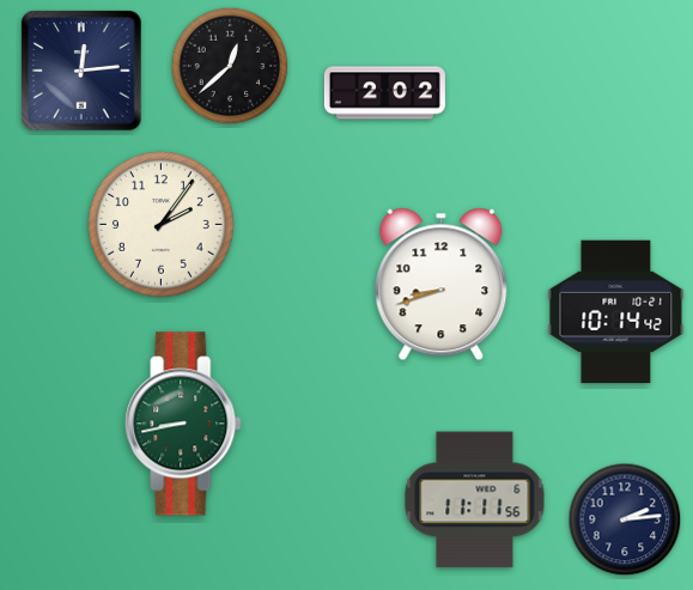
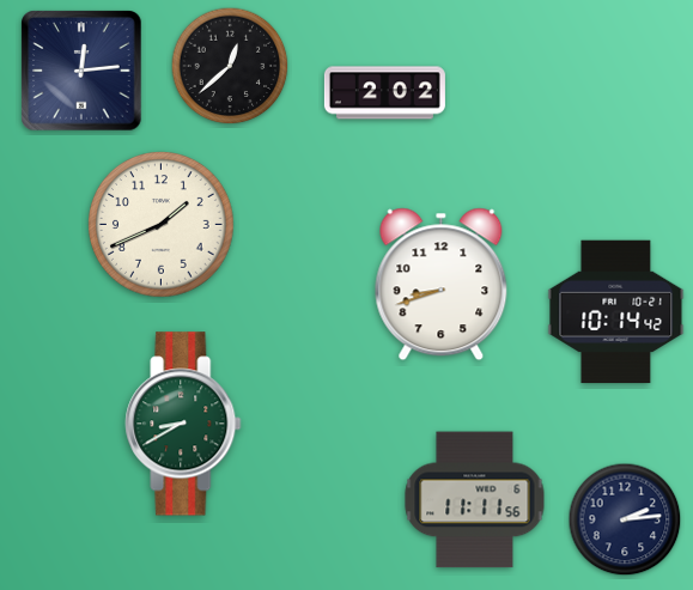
clock at (162, 225): 2:06 -> 1:41
clock at (183, 424): 8:43 -> 8:40
